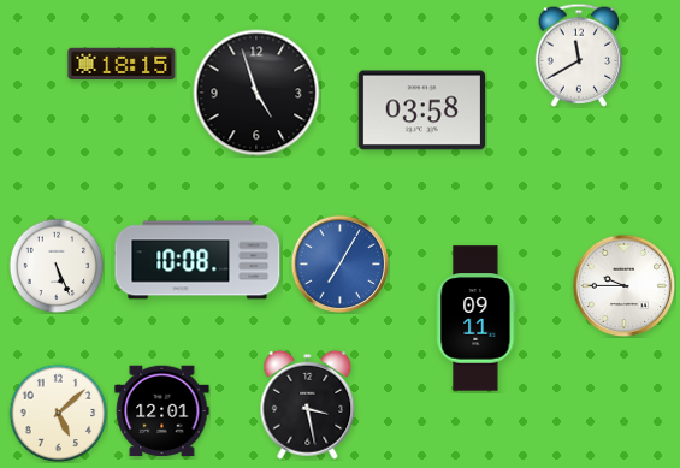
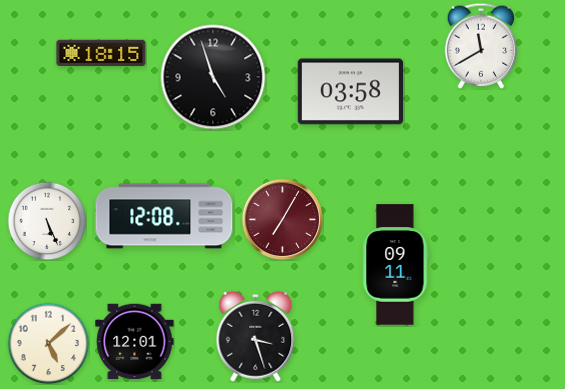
clock at (197, 260): 10:08 -> 12:08
clock at (339, 263) dial: blue -> burgundy
clock at (623, 285): 9:45 -> none
clock at (308, 404): 3:28 -> 3:27
